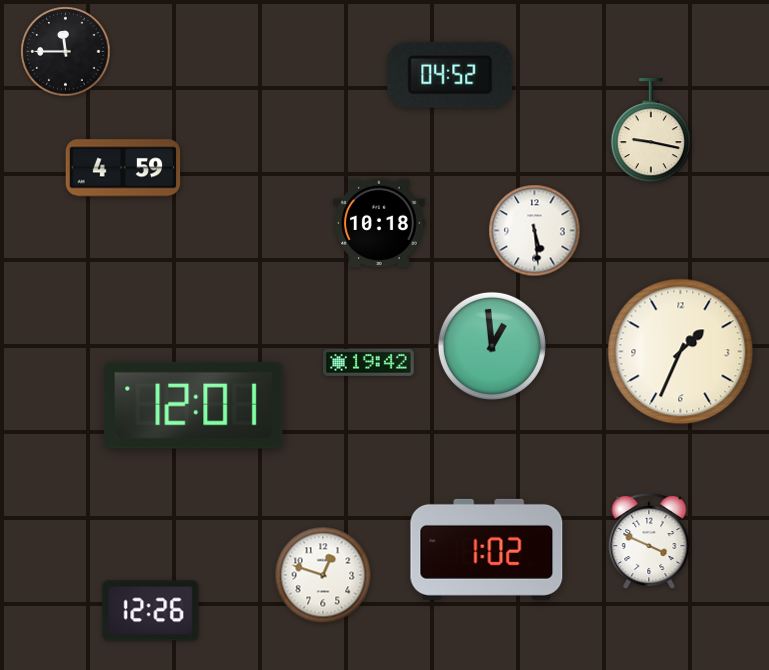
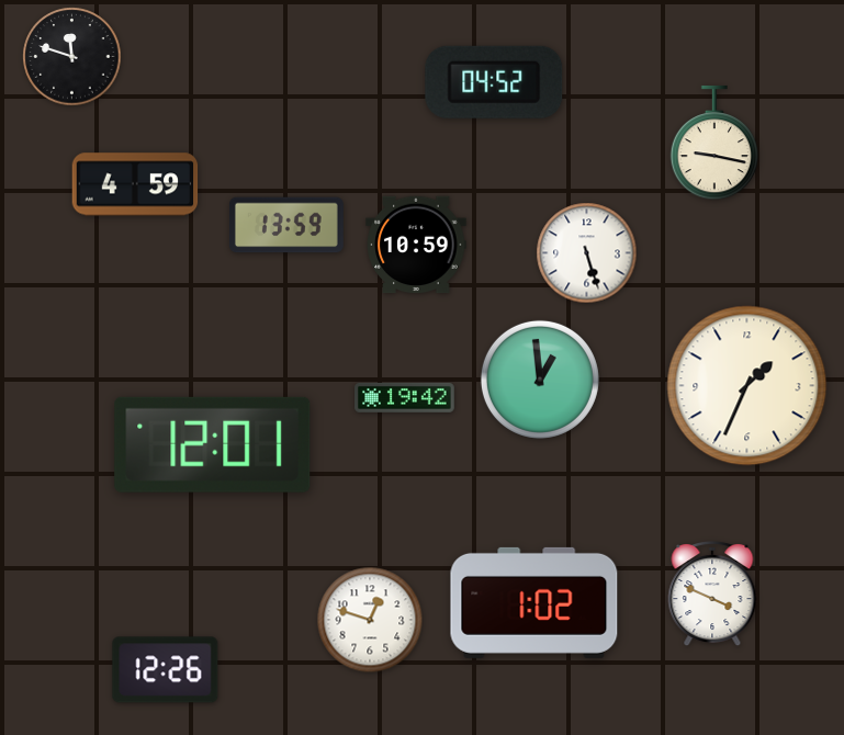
clock at (66, 52): 11:45 -> 11:48
clock at (286, 225): none -> 13:59
clock at (379, 223): 10:18 -> 10:59
clock at (535, 231): 5:29 -> 5:27
clock at (323, 575) position: (323, 575) -> (370, 620)
